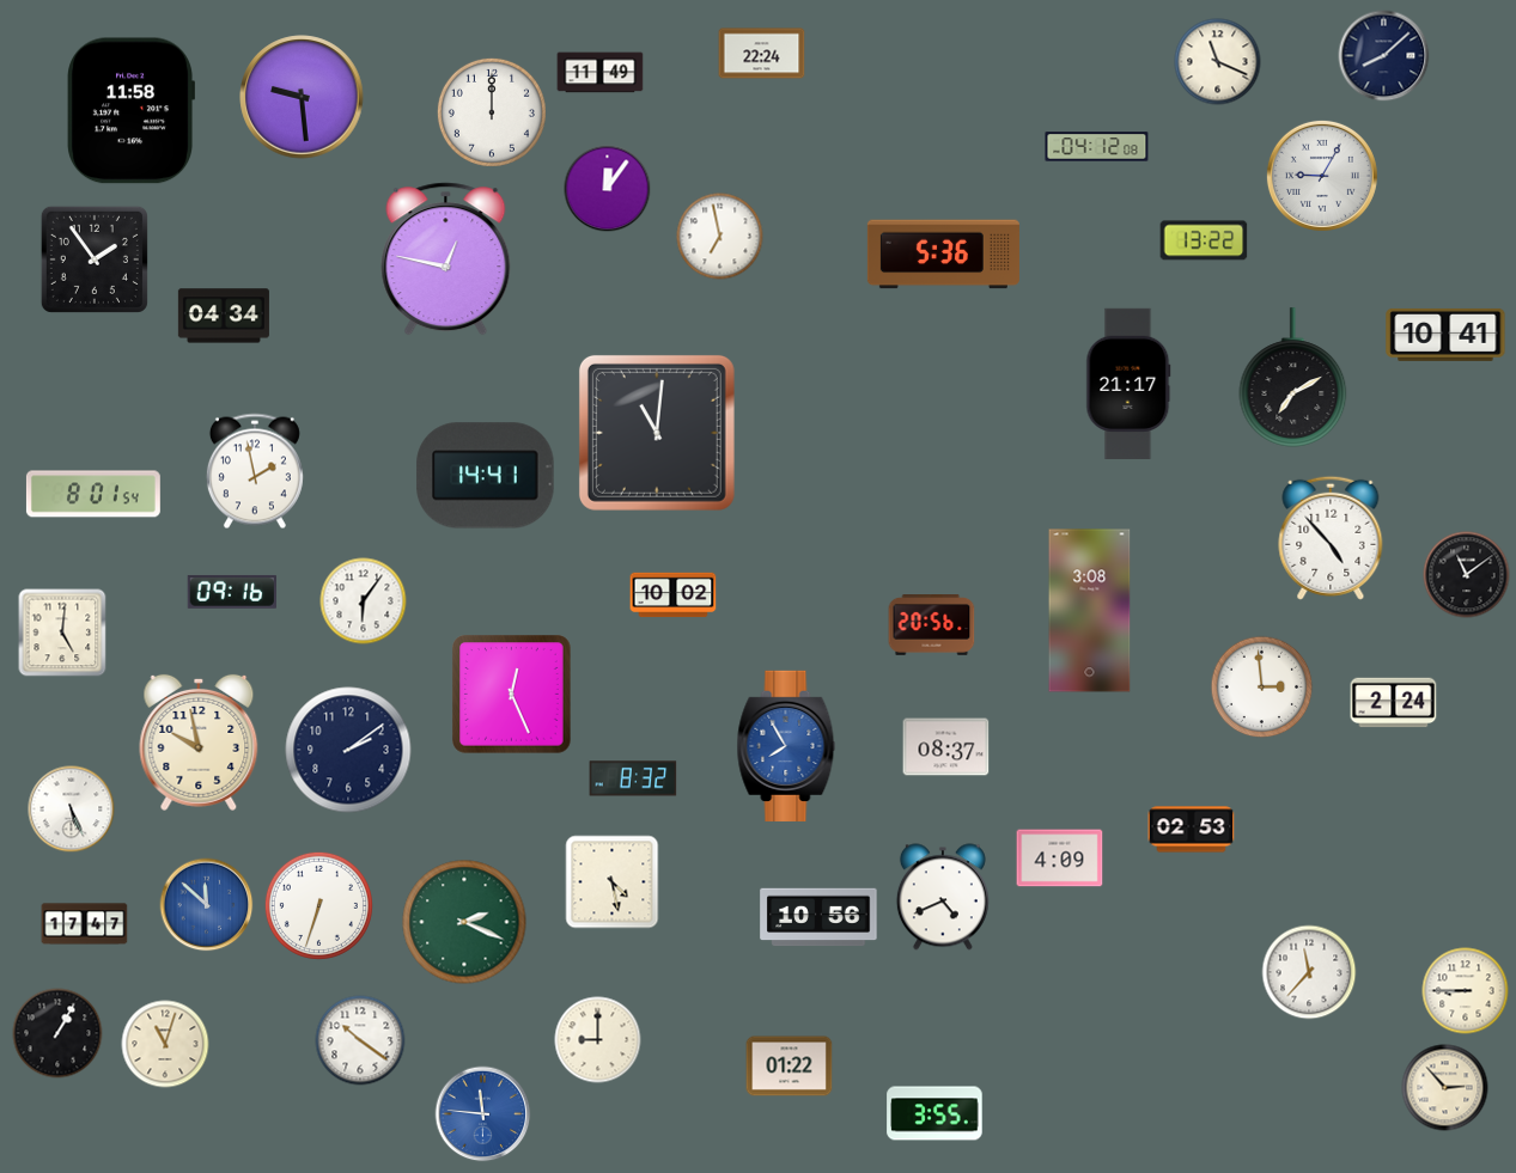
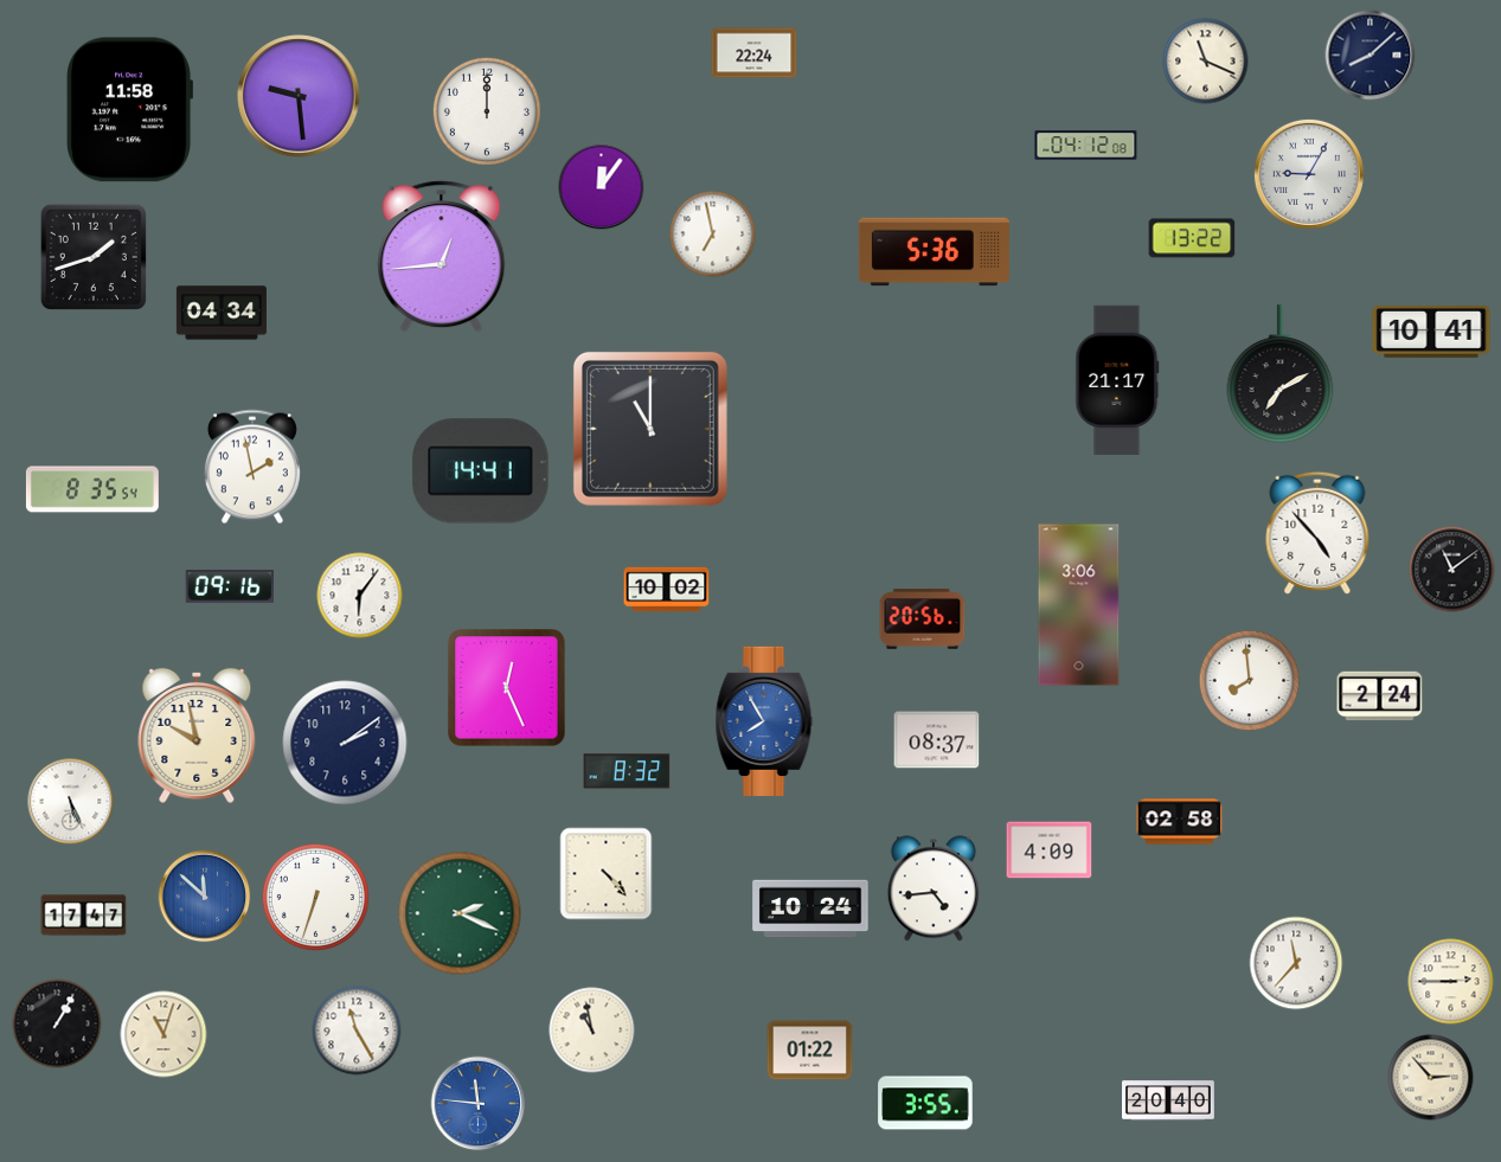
clock at (601, 73): 11:49 -> none
clock at (95, 259): 1:54 -> 1:42
clock at (446, 259): 12:47 -> 12:44
clock at (657, 433): 11:01 -> 11:00
clock at (93, 494): 8:01 -> 8:35
clock at (1090, 611): 3:08 -> 3:06
clock at (62, 633): 5:01 -> none
clock at (1262, 688): 2:59 -> 7:59
clock at (786, 746) position: (786, 746) -> (764, 721)
clock at (1192, 830): 02:53 -> 02:58
clock at (613, 882): 4:28 -> 4:23
clock at (943, 897): 4:41 -> 4:44
clock at (818, 917): 10:56 -> 10:24
clock at (1466, 991): 8:45 -> 2:45
clock at (360, 1040): 10:21 -> 11:25
clock at (598, 1040): 9:00 -> 10:58
clock at (790, 1067) position: (790, 1067) -> (810, 1051)
clock at (1169, 1100): none -> 20:40
